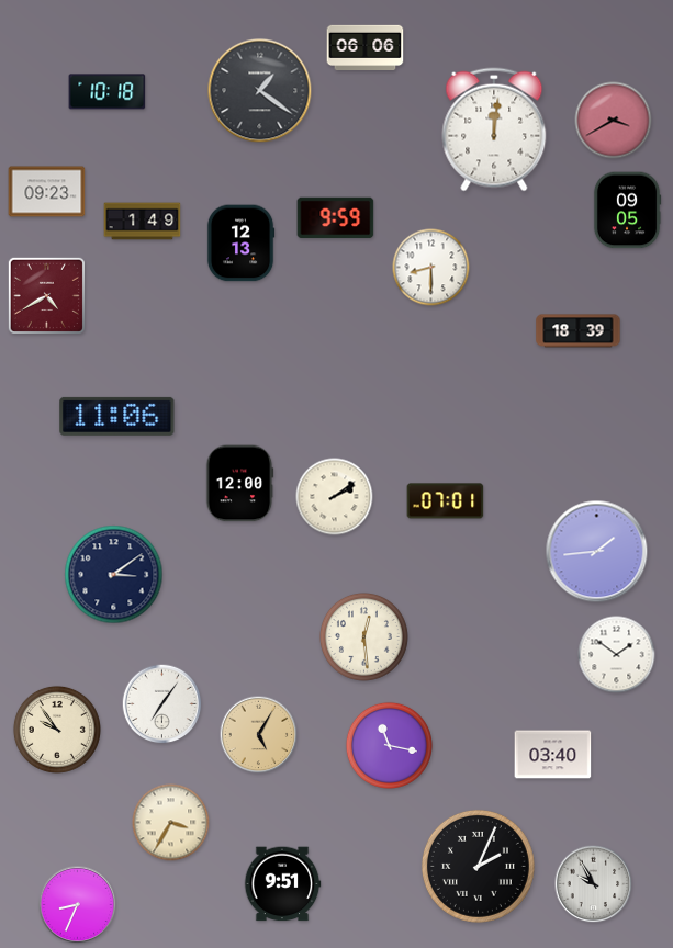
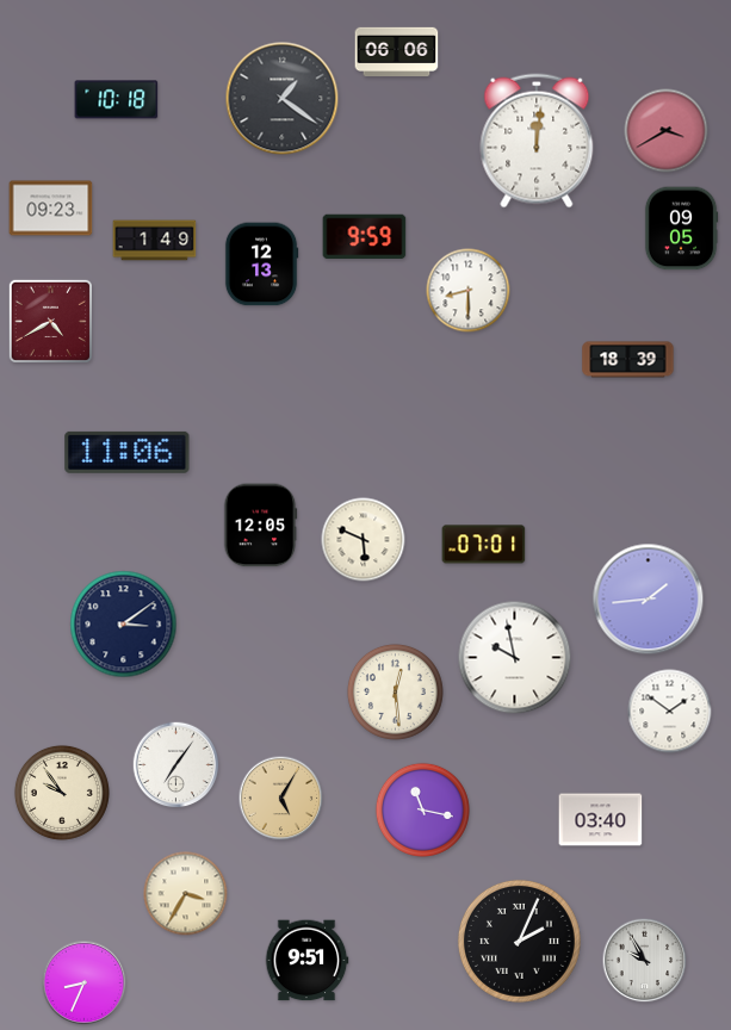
clock at (239, 484): 12:00 -> 12:05
clock at (335, 497): 2:09 -> 5:49
clock at (515, 658): none -> 9:58
